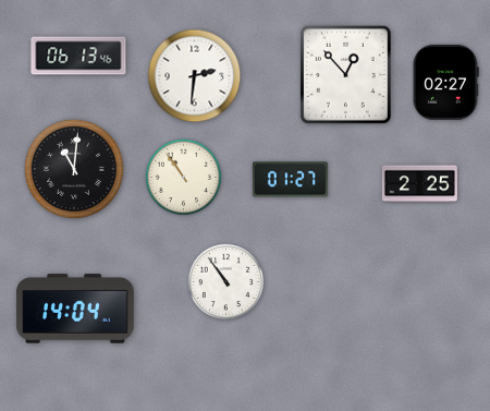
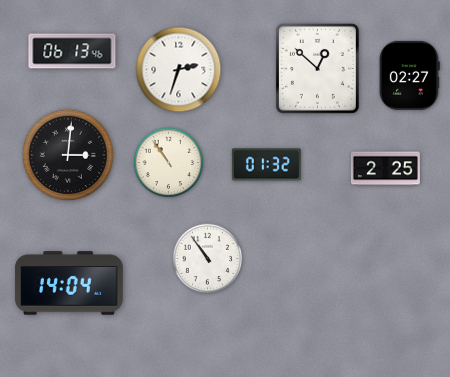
clock at (345, 74): 12:53 -> 12:52
clock at (195, 76): 2:31 -> 2:33
clock at (74, 169): 11:01 -> 3:01
clock at (290, 180): 01:27 -> 01:32
